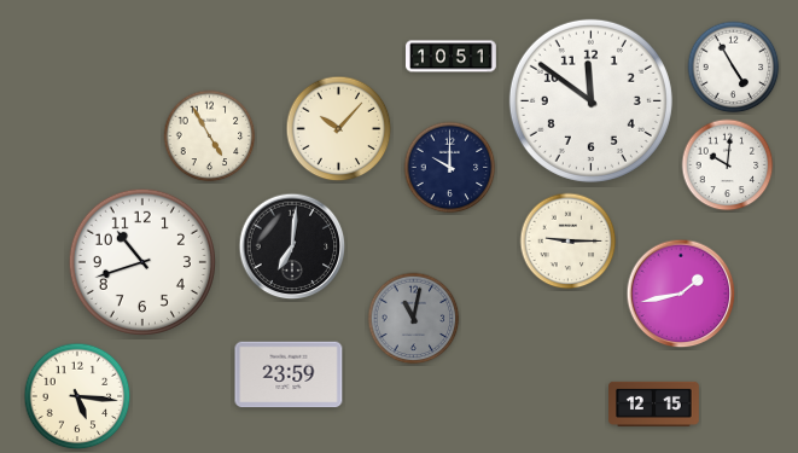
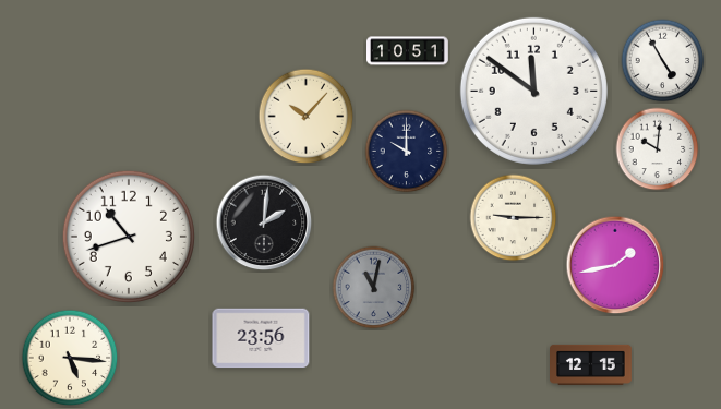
clock at (210, 137): 4:55 -> none
clock at (292, 246): 7:01 -> 2:01
clock at (289, 374): 23:59 -> 23:56
